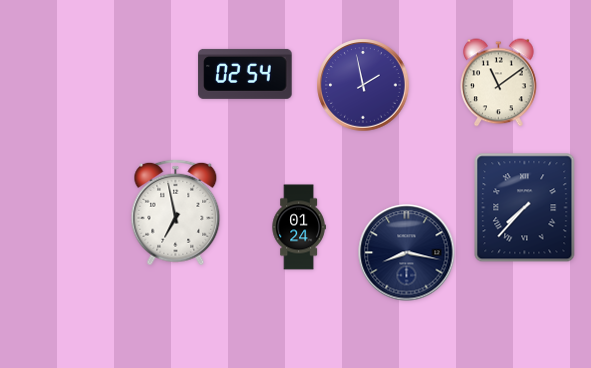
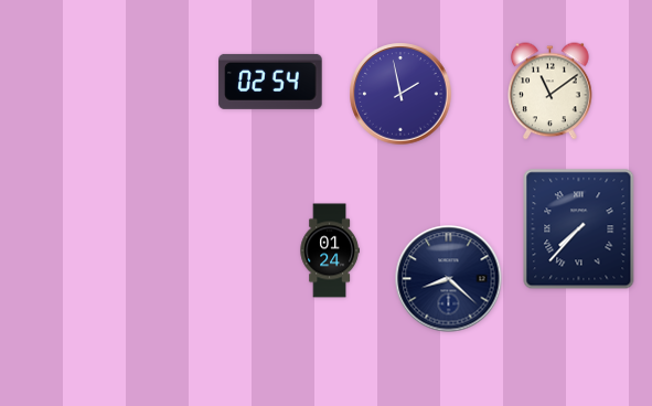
clock at (176, 213): 6:58 -> none
clock at (407, 253): 8:17 -> 8:22
